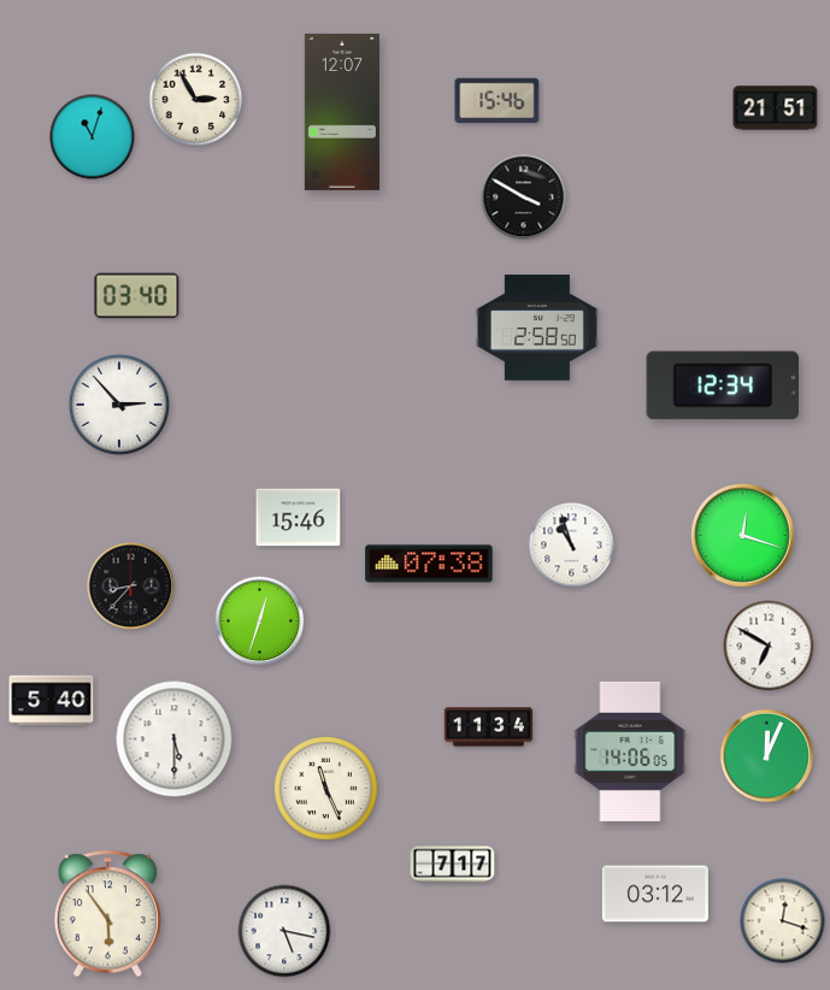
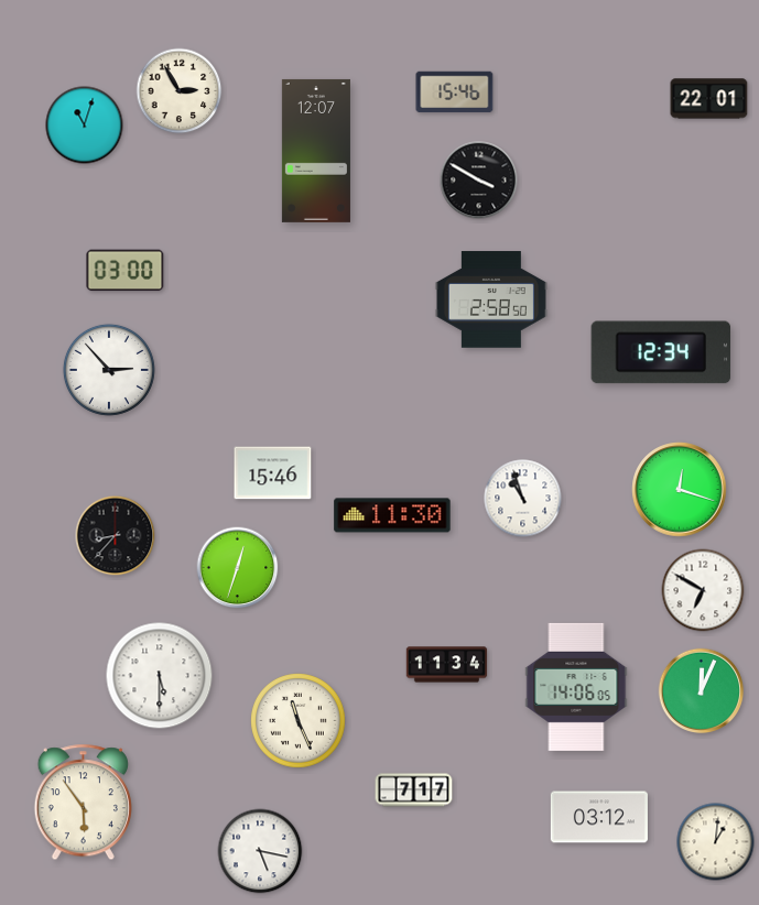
clock at (776, 108): 21:51 -> 22:01
clock at (342, 112) position: (342, 112) -> (316, 151)
clock at (137, 296): 03:40 -> 03:00
clock at (429, 564): 07:38 -> 11:30
clock at (131, 587) position: (131, 587) -> (116, 536)
clock at (52, 701): 5:40 -> none
clock at (107, 914) position: (107, 914) -> (83, 803)
clock at (783, 921): 12:18 -> 1:01
